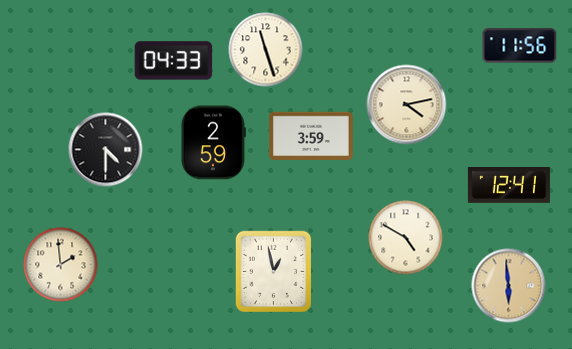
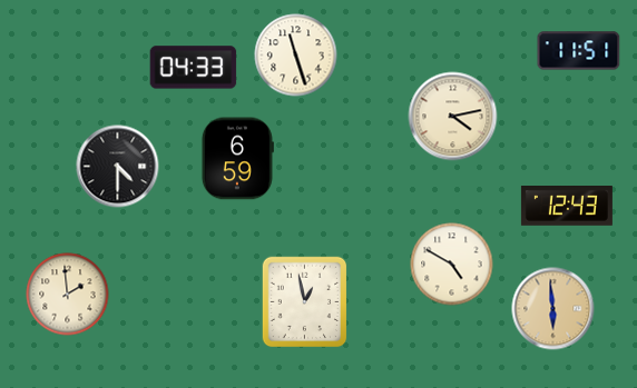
clock at (520, 46): 11:56 -> 11:51
clock at (312, 135): 3:59 -> none
clock at (213, 143): 2:59 -> 6:59
clock at (509, 185): 12:41 -> 12:43
clock at (509, 286) position: (509, 286) -> (553, 309)
